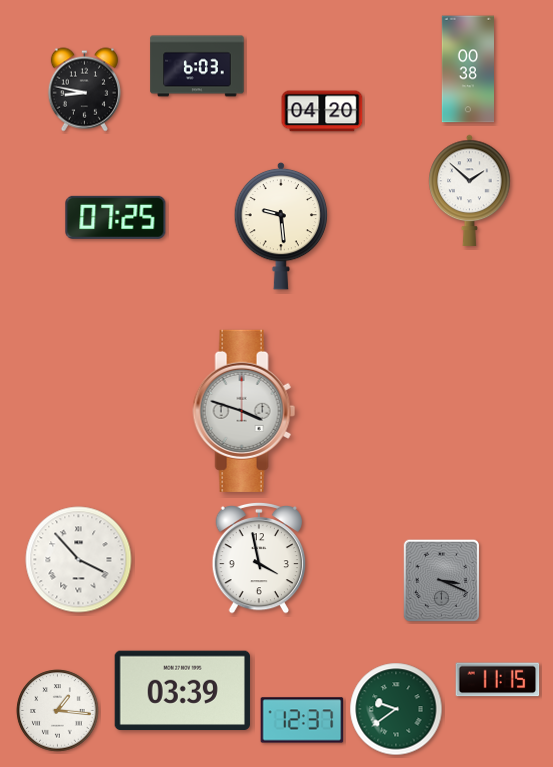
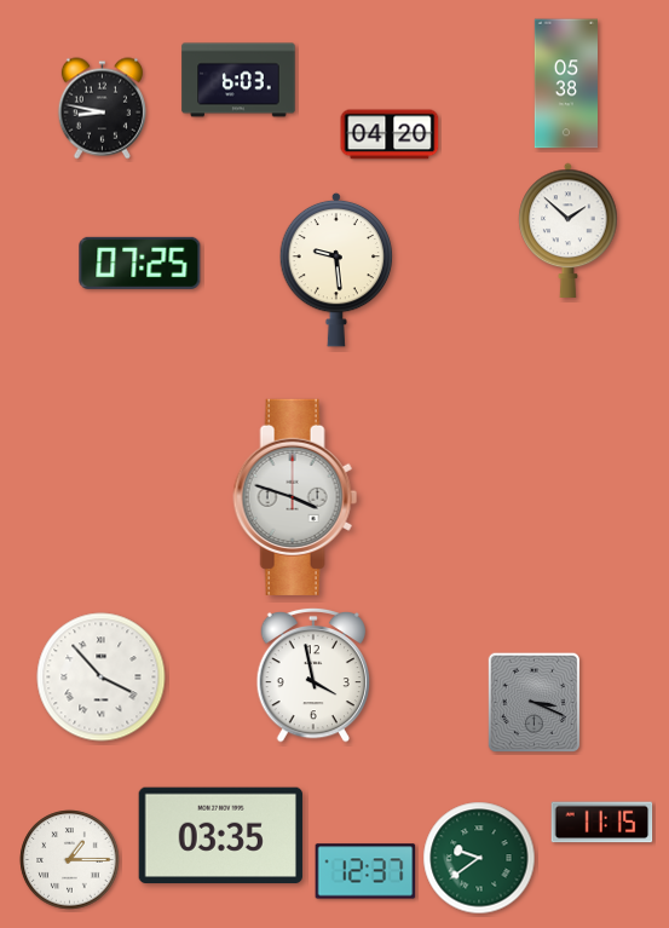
clock at (467, 69): 00:38 -> 05:38
clock at (281, 226) position: (281, 226) -> (336, 270)
clock at (79, 560) position: (79, 560) -> (102, 678)
clock at (182, 691): 03:39 -> 03:35
clock at (58, 711): 1:16 -> 1:15
